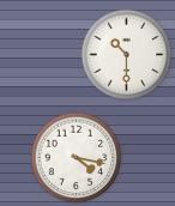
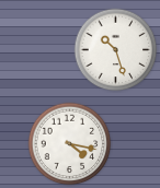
clock at (127, 55): 10:30 -> 10:27
